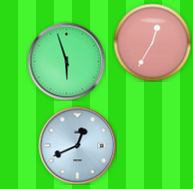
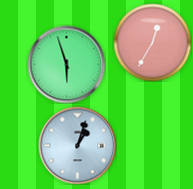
clock at (66, 61) position: (66, 61) -> (66, 64)
clock at (77, 145): 12:41 -> 1:03
